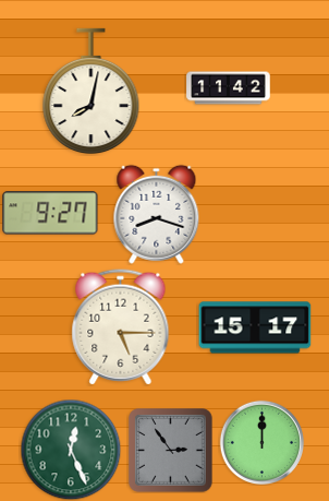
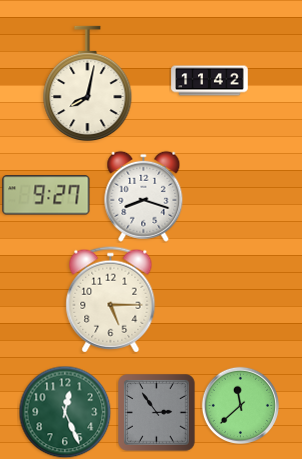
clock at (92, 92) position: (92, 92) -> (88, 84)
clock at (255, 327): 15:17 -> none
clock at (261, 442): 12:00 -> 11:38
